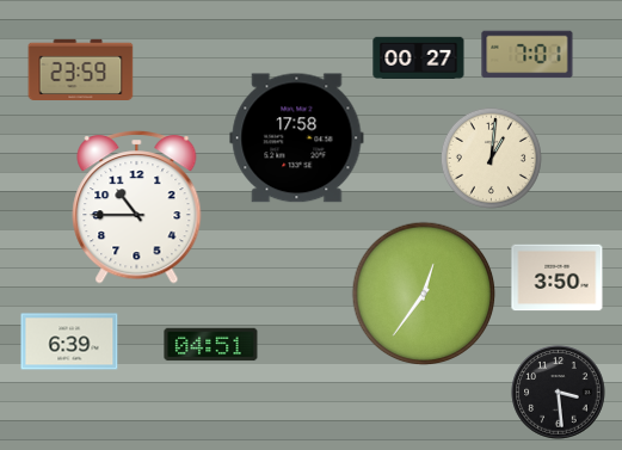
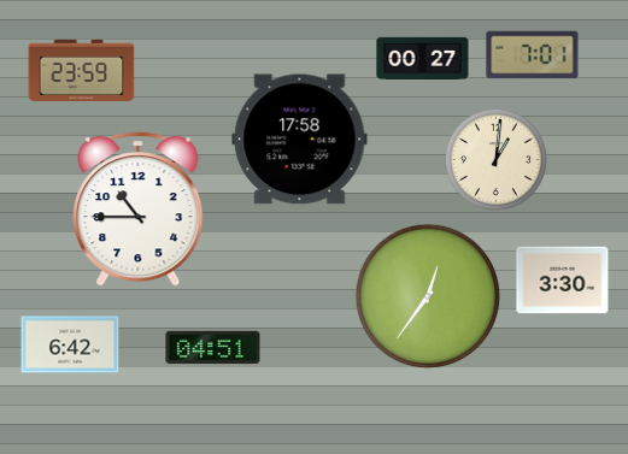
clock at (558, 278): 3:50 -> 3:30
clock at (69, 341): 6:39 -> 6:42
clock at (559, 393): 3:29 -> none
